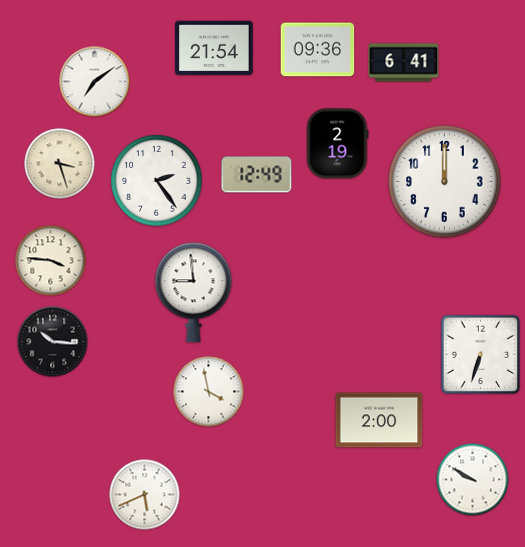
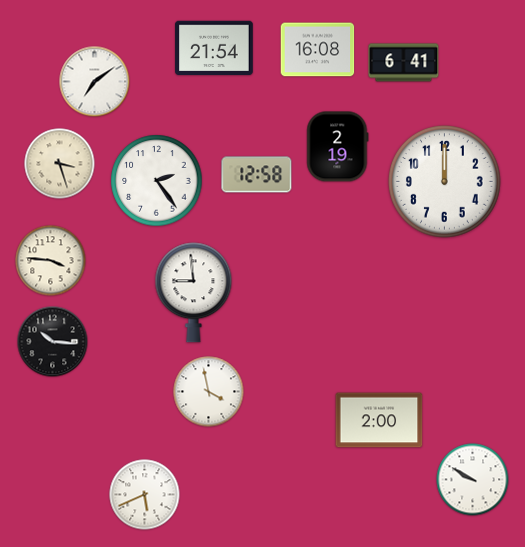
clock at (318, 50): 09:36 -> 16:08
clock at (338, 144) position: (338, 144) -> (338, 147)
clock at (257, 175): 12:49 -> 12:58
clock at (481, 355): 6:33 -> none
